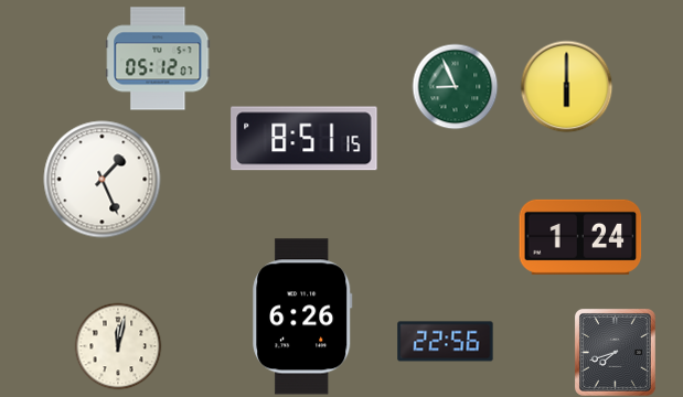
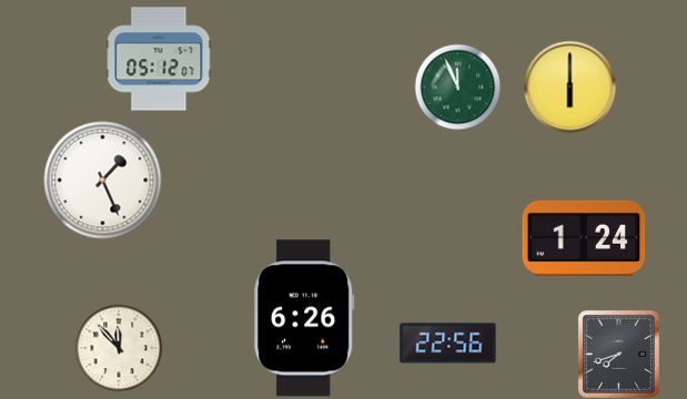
clock at (455, 86): 8:56 -> 11:56
clock at (305, 139): 8:51 -> none
clock at (118, 346): 12:02 -> 11:53
